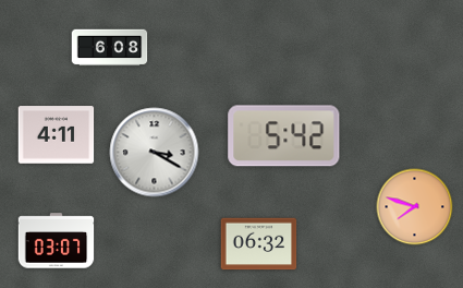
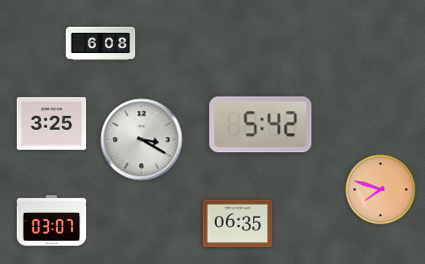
clock at (57, 135): 4:11 -> 3:25
clock at (259, 244): 06:32 -> 06:35
